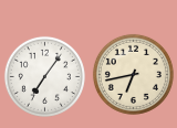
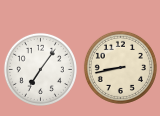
clock at (133, 74): 6:43 -> 8:43
